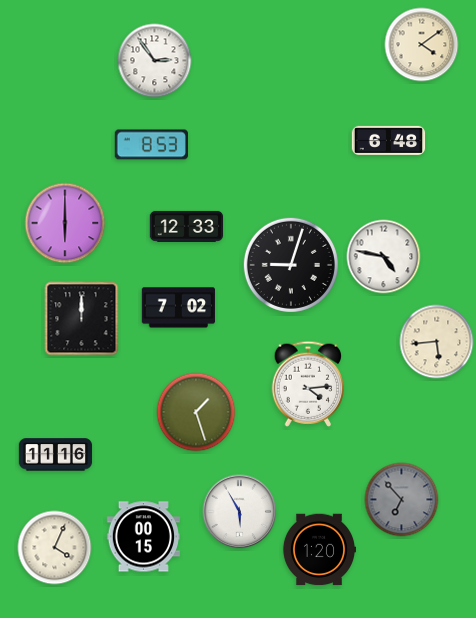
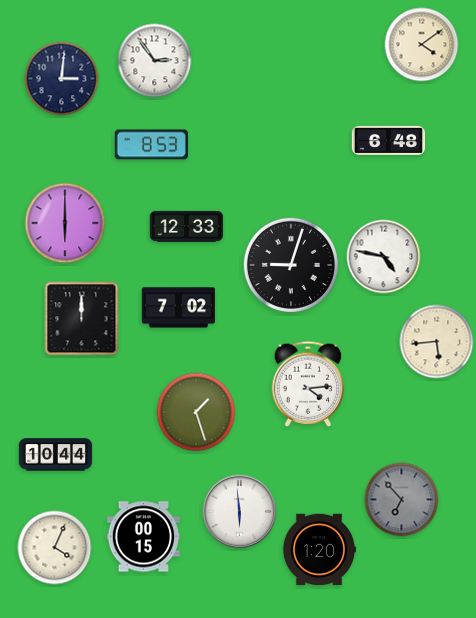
clock at (62, 79): none -> 3:01
clock at (56, 455): 11:16 -> 10:44
clock at (240, 512): 5:55 -> 5:59
